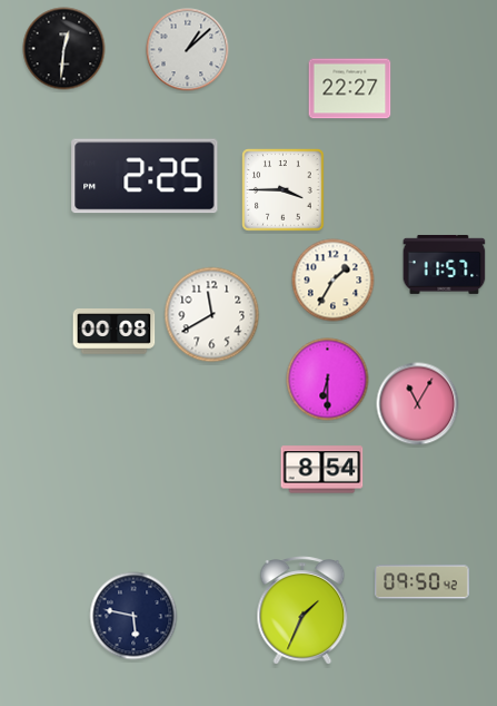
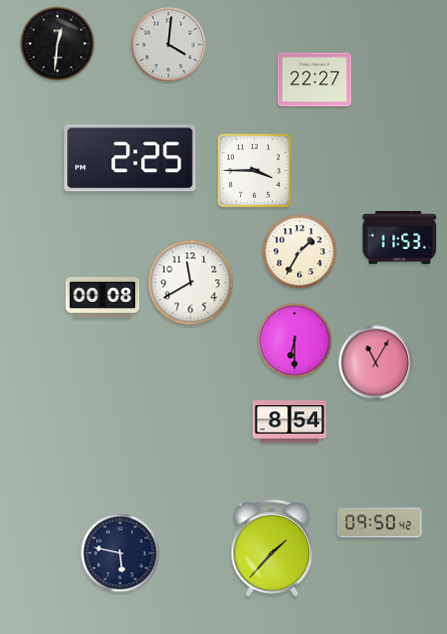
clock at (188, 50): 1:08 -> 4:01
clock at (445, 264): 11:57 -> 11:53
clock at (302, 610): 1:34 -> 1:37
